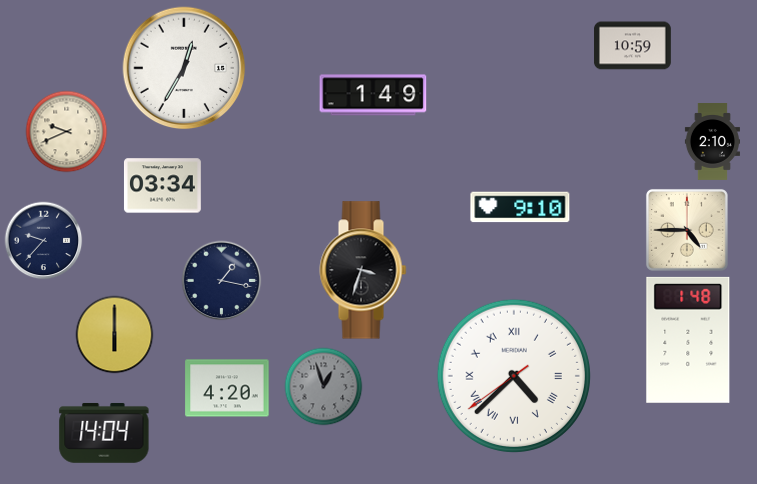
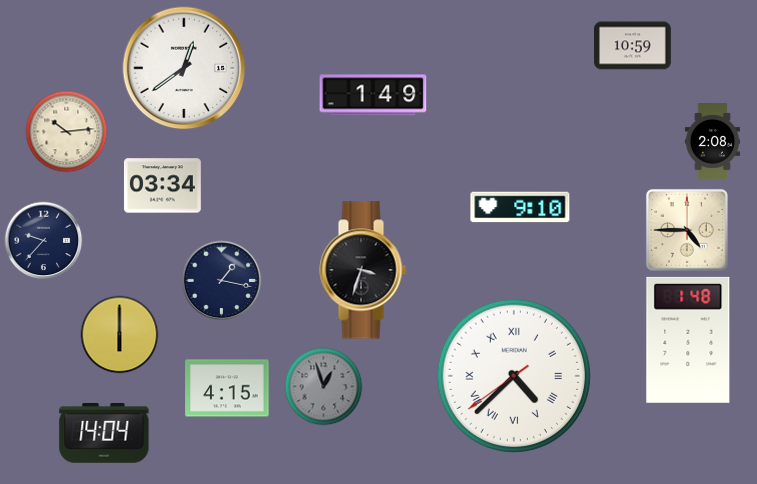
clock at (184, 68): 12:35 -> 12:39
clock at (66, 131): 9:41 -> 10:14
clock at (712, 142): 2:10 -> 2:08
clock at (114, 334) position: (114, 334) -> (119, 334)
clock at (227, 388): 4:20 -> 4:15
